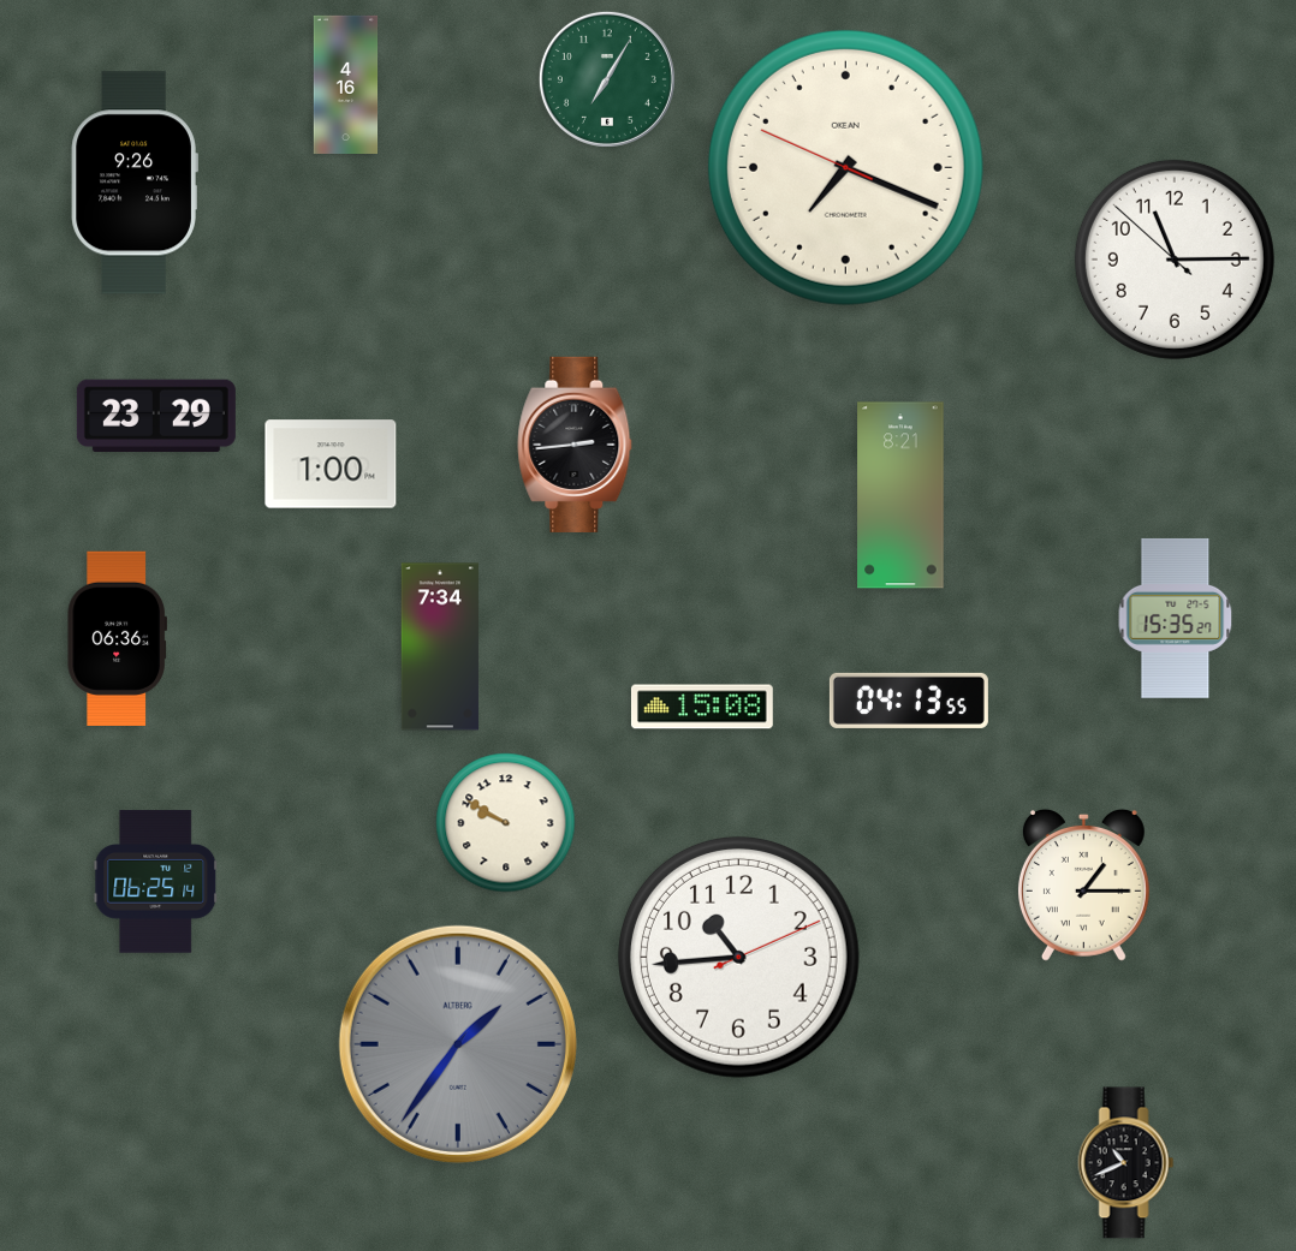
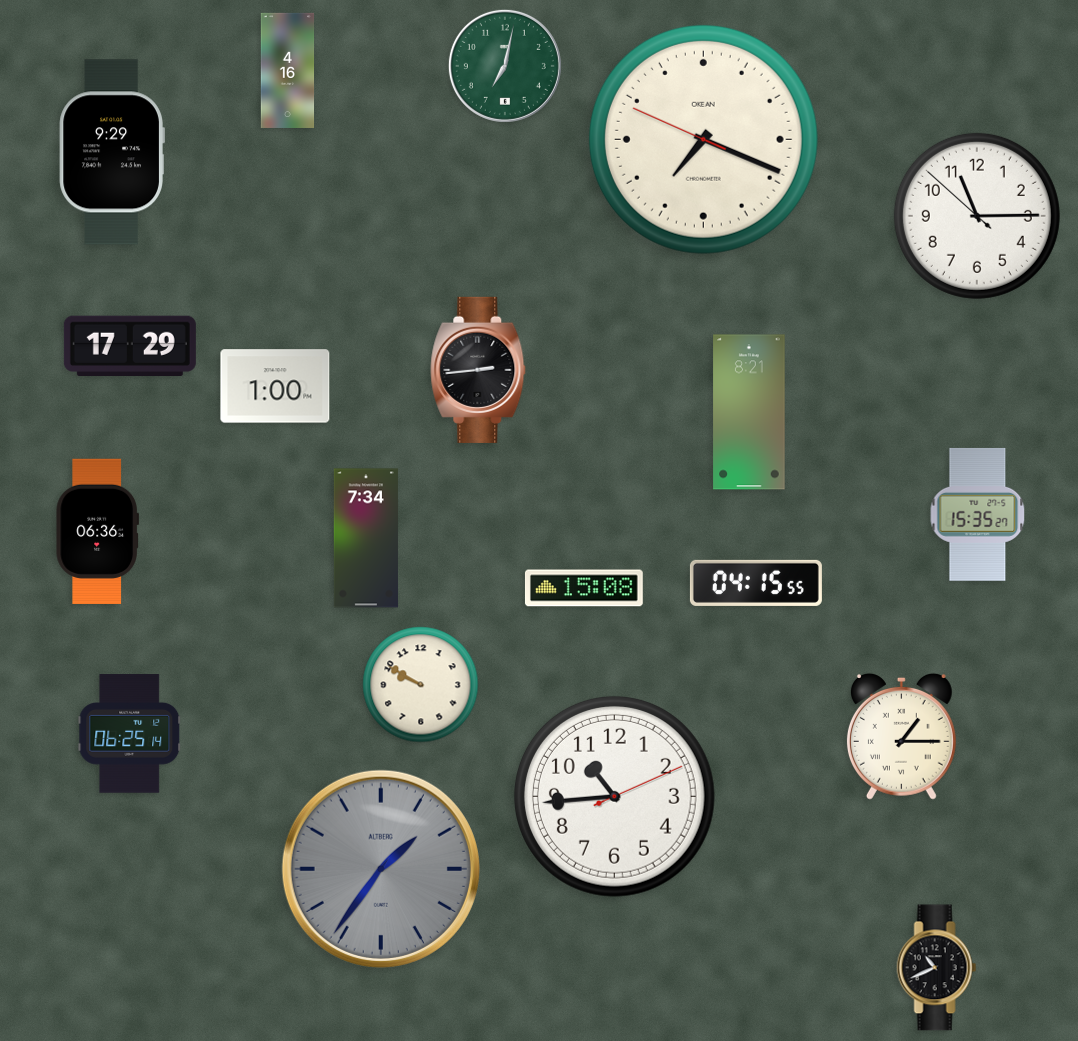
clock at (607, 79): 7:05 -> 7:02
clock at (135, 183): 9:26 -> 9:29
clock at (156, 415): 23:29 -> 17:29
clock at (909, 701): 04:13 -> 04:15
